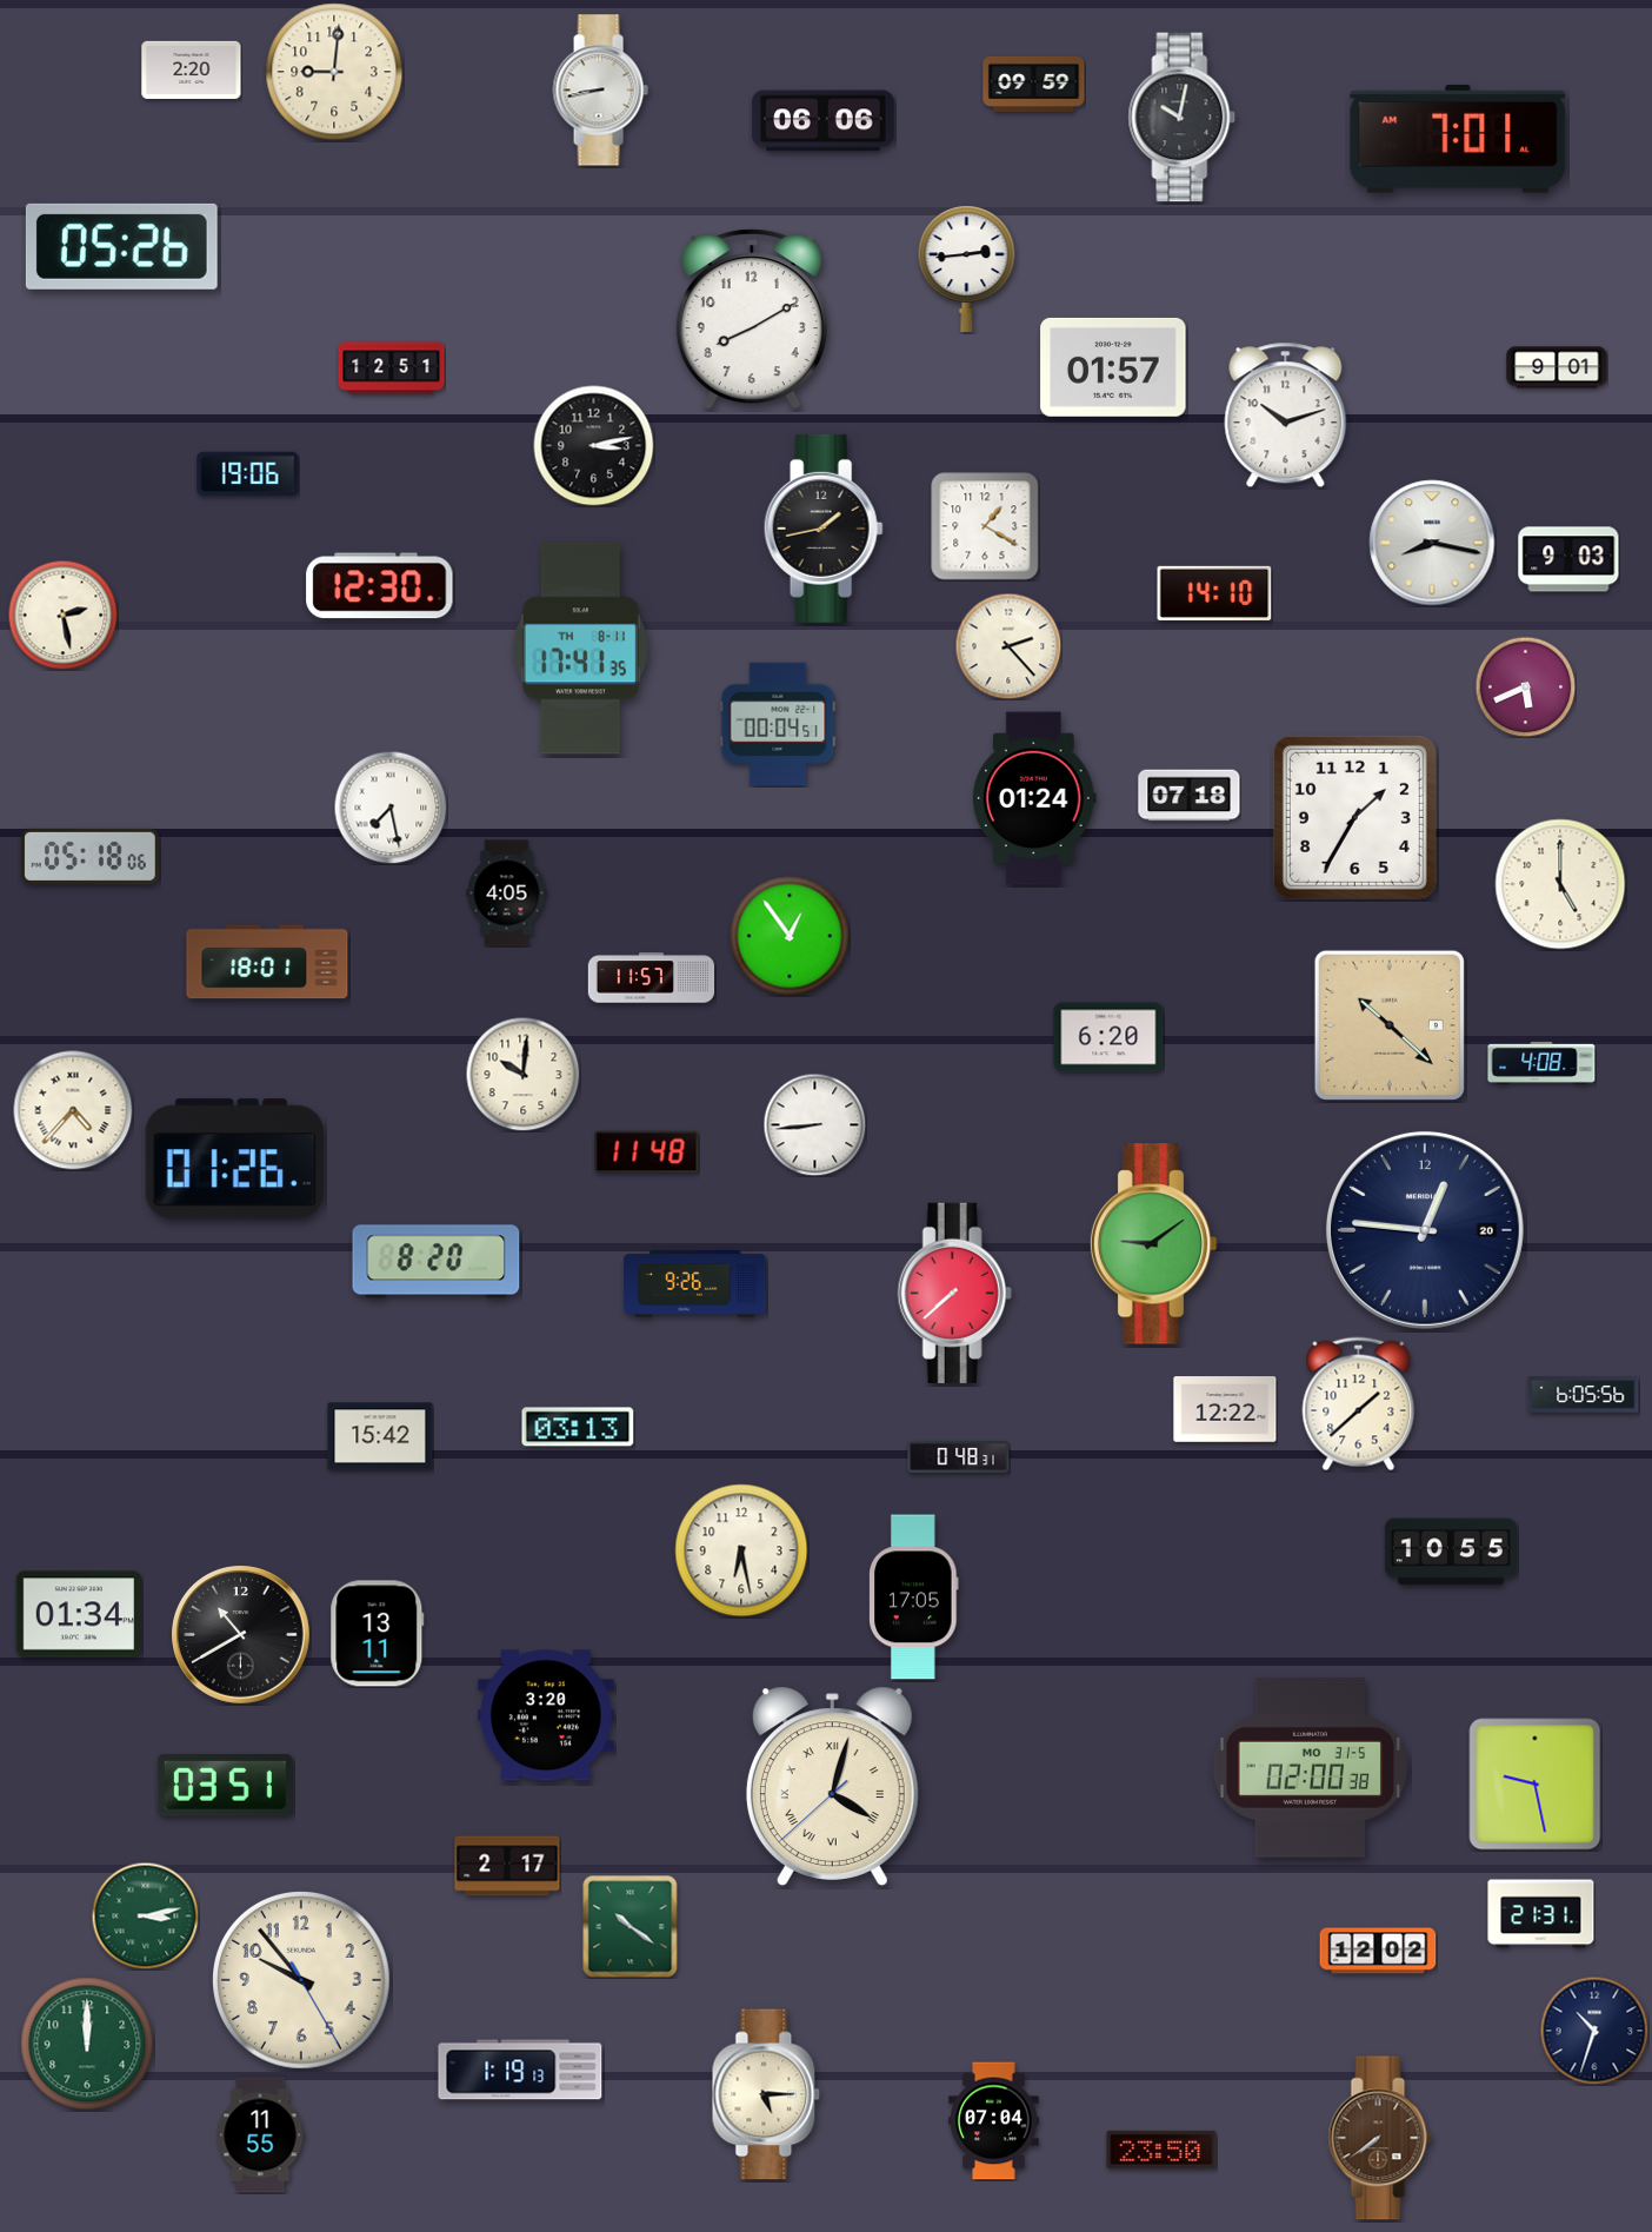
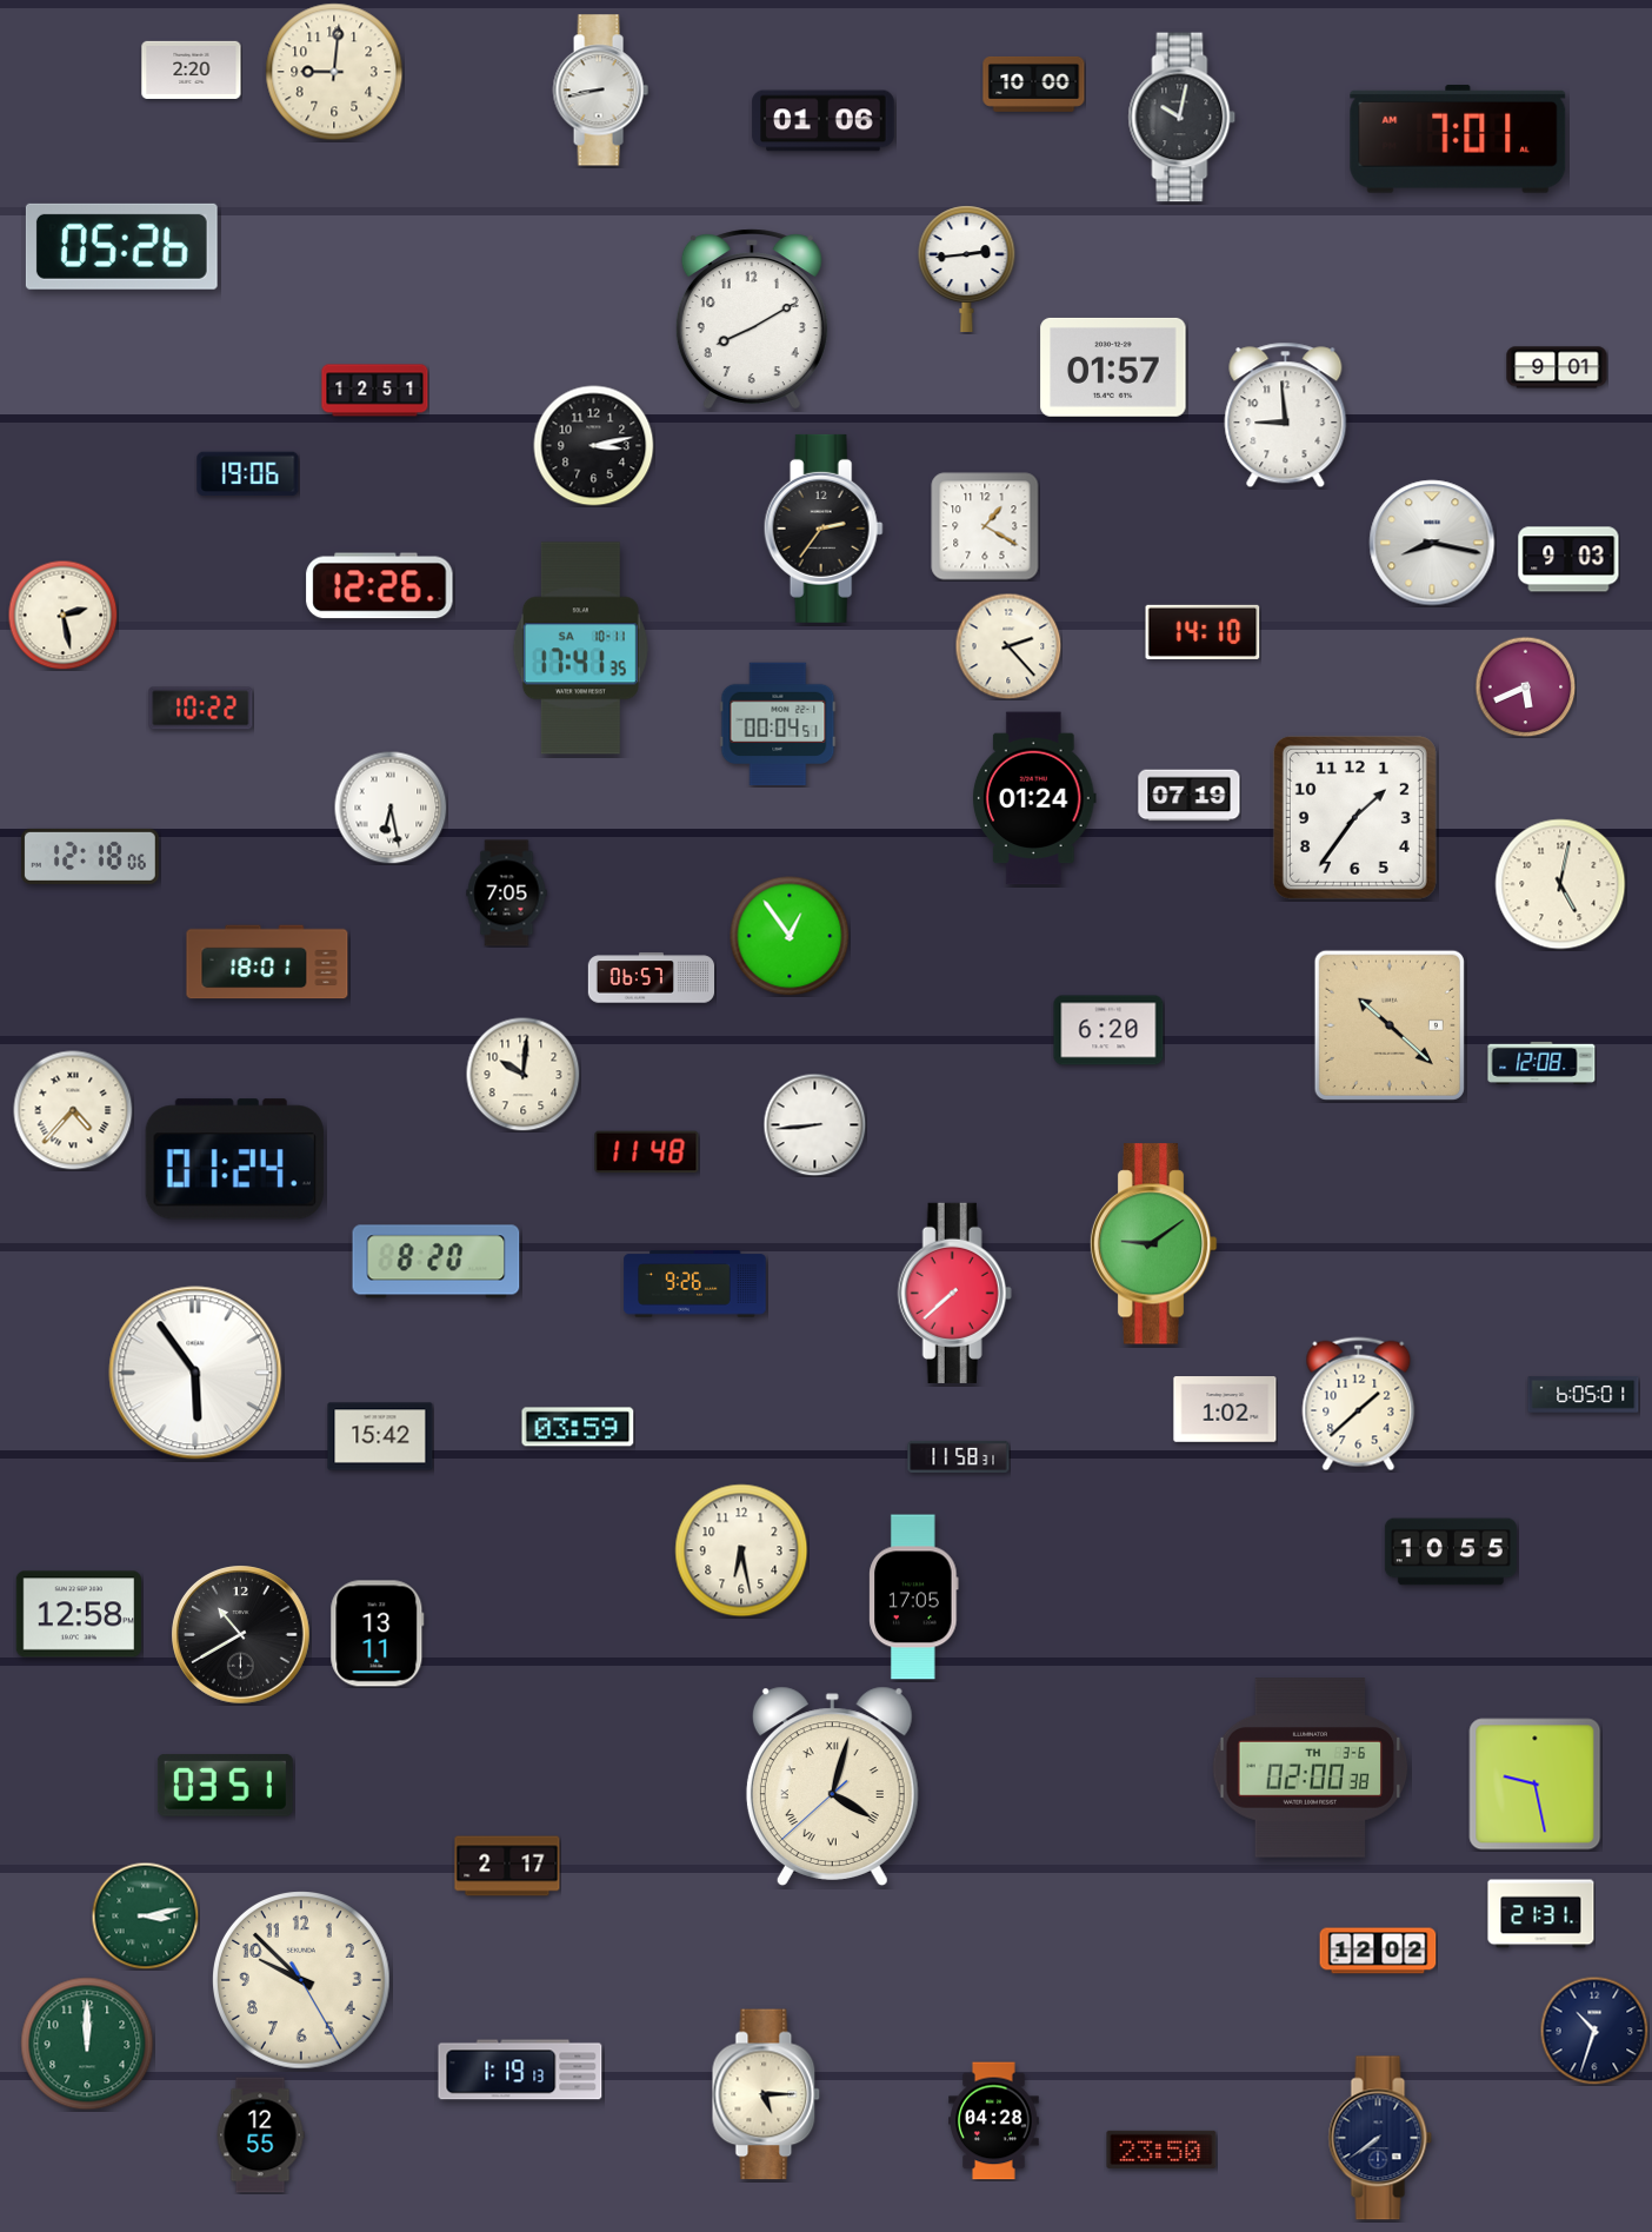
clock at (1034, 84): 09:59 -> 10:00
clock at (824, 121): 06:06 -> 01:06
clock at (392, 368) position: (392, 368) -> (375, 391)
clock at (1286, 416): 10:12 -> 8:59
clock at (824, 529): 1:43 -> 2:36
clock at (380, 586): 12:30 -> 12:26
clock at (1214, 593) position: (1214, 593) -> (1203, 632)
clock at (580, 649) date: TH 8-11 -> SA 10-11
clock at (201, 709): none -> 10:22
clock at (1190, 796): 07:18 -> 07:19
clock at (391, 808): 7:28 -> 6:28
clock at (1354, 817): 1:35 -> 1:36
clock at (89, 856): 05:18 -> 12:18
clock at (1560, 884): 5:00 -> 5:02
clock at (507, 894): 4:05 -> 7:05
clock at (652, 978): 11:57 -> 06:57
clock at (1108, 1037) position: (1108, 1037) -> (1108, 1030)
clock at (1541, 1063): 4:08 -> 12:08
clock at (234, 1160): 01:26 -> 01:24
clock at (1425, 1230): 12:46 -> none
clock at (195, 1373): none -> 5:54
clock at (1584, 1395): 6:05:56 -> 6:05:01
clock at (1225, 1409): 12:22 -> 1:02
clock at (578, 1427): 03:13 -> 03:59
clock at (959, 1456): 0:48 -> 11:58
clock at (79, 1614): 01:34 -> 12:58
clock at (546, 1715): 3:20 -> none
clock at (1311, 1768) date: MO 31-5 -> TH 3-6
clock at (631, 1926): 10:21 -> none
clock at (302, 1981): 9:53 -> 9:52
clock at (994, 2121): 07:04 -> 04:28
clock at (260, 2135): 11:55 -> 12:55
clock at (1380, 2138) dial: brown -> navy
